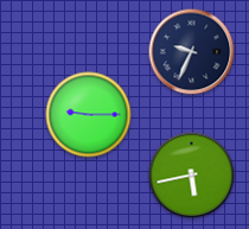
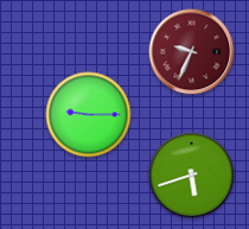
clock at (192, 52) dial: navy -> burgundy
clock at (192, 176): 5:43 -> 5:42
